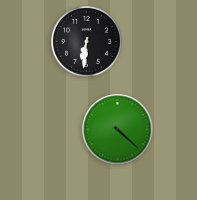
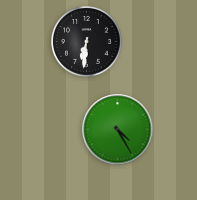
clock at (118, 130): 4:22 -> 4:25
